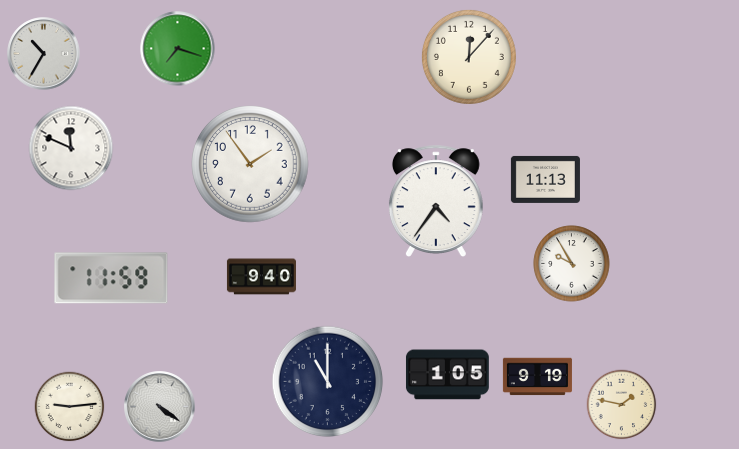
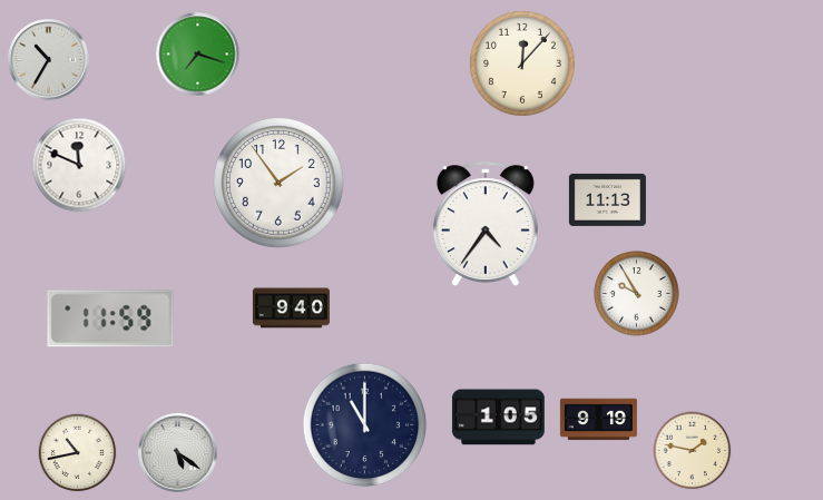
clock at (111, 278) position: (111, 278) -> (110, 318)
clock at (70, 407): 9:14 -> 10:43
clock at (160, 407): 4:21 -> 5:21
